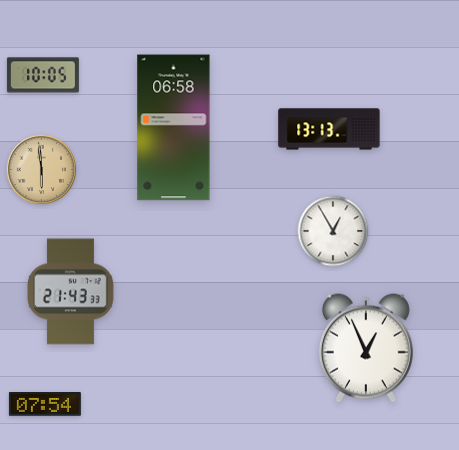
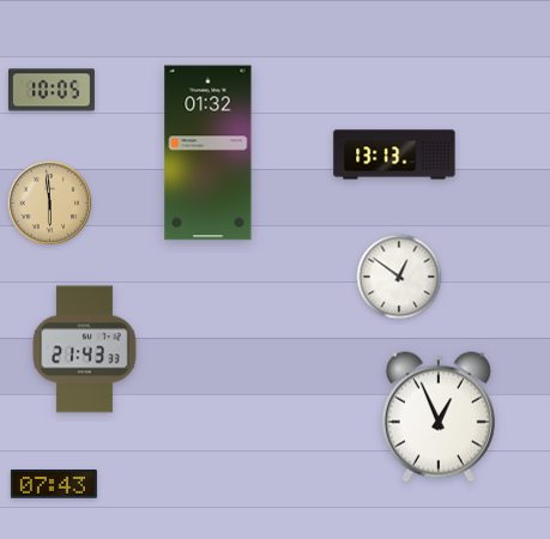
clock at (174, 128): 06:58 -> 01:32
clock at (333, 231): 12:55 -> 12:51
clock at (45, 405): 07:54 -> 07:43
